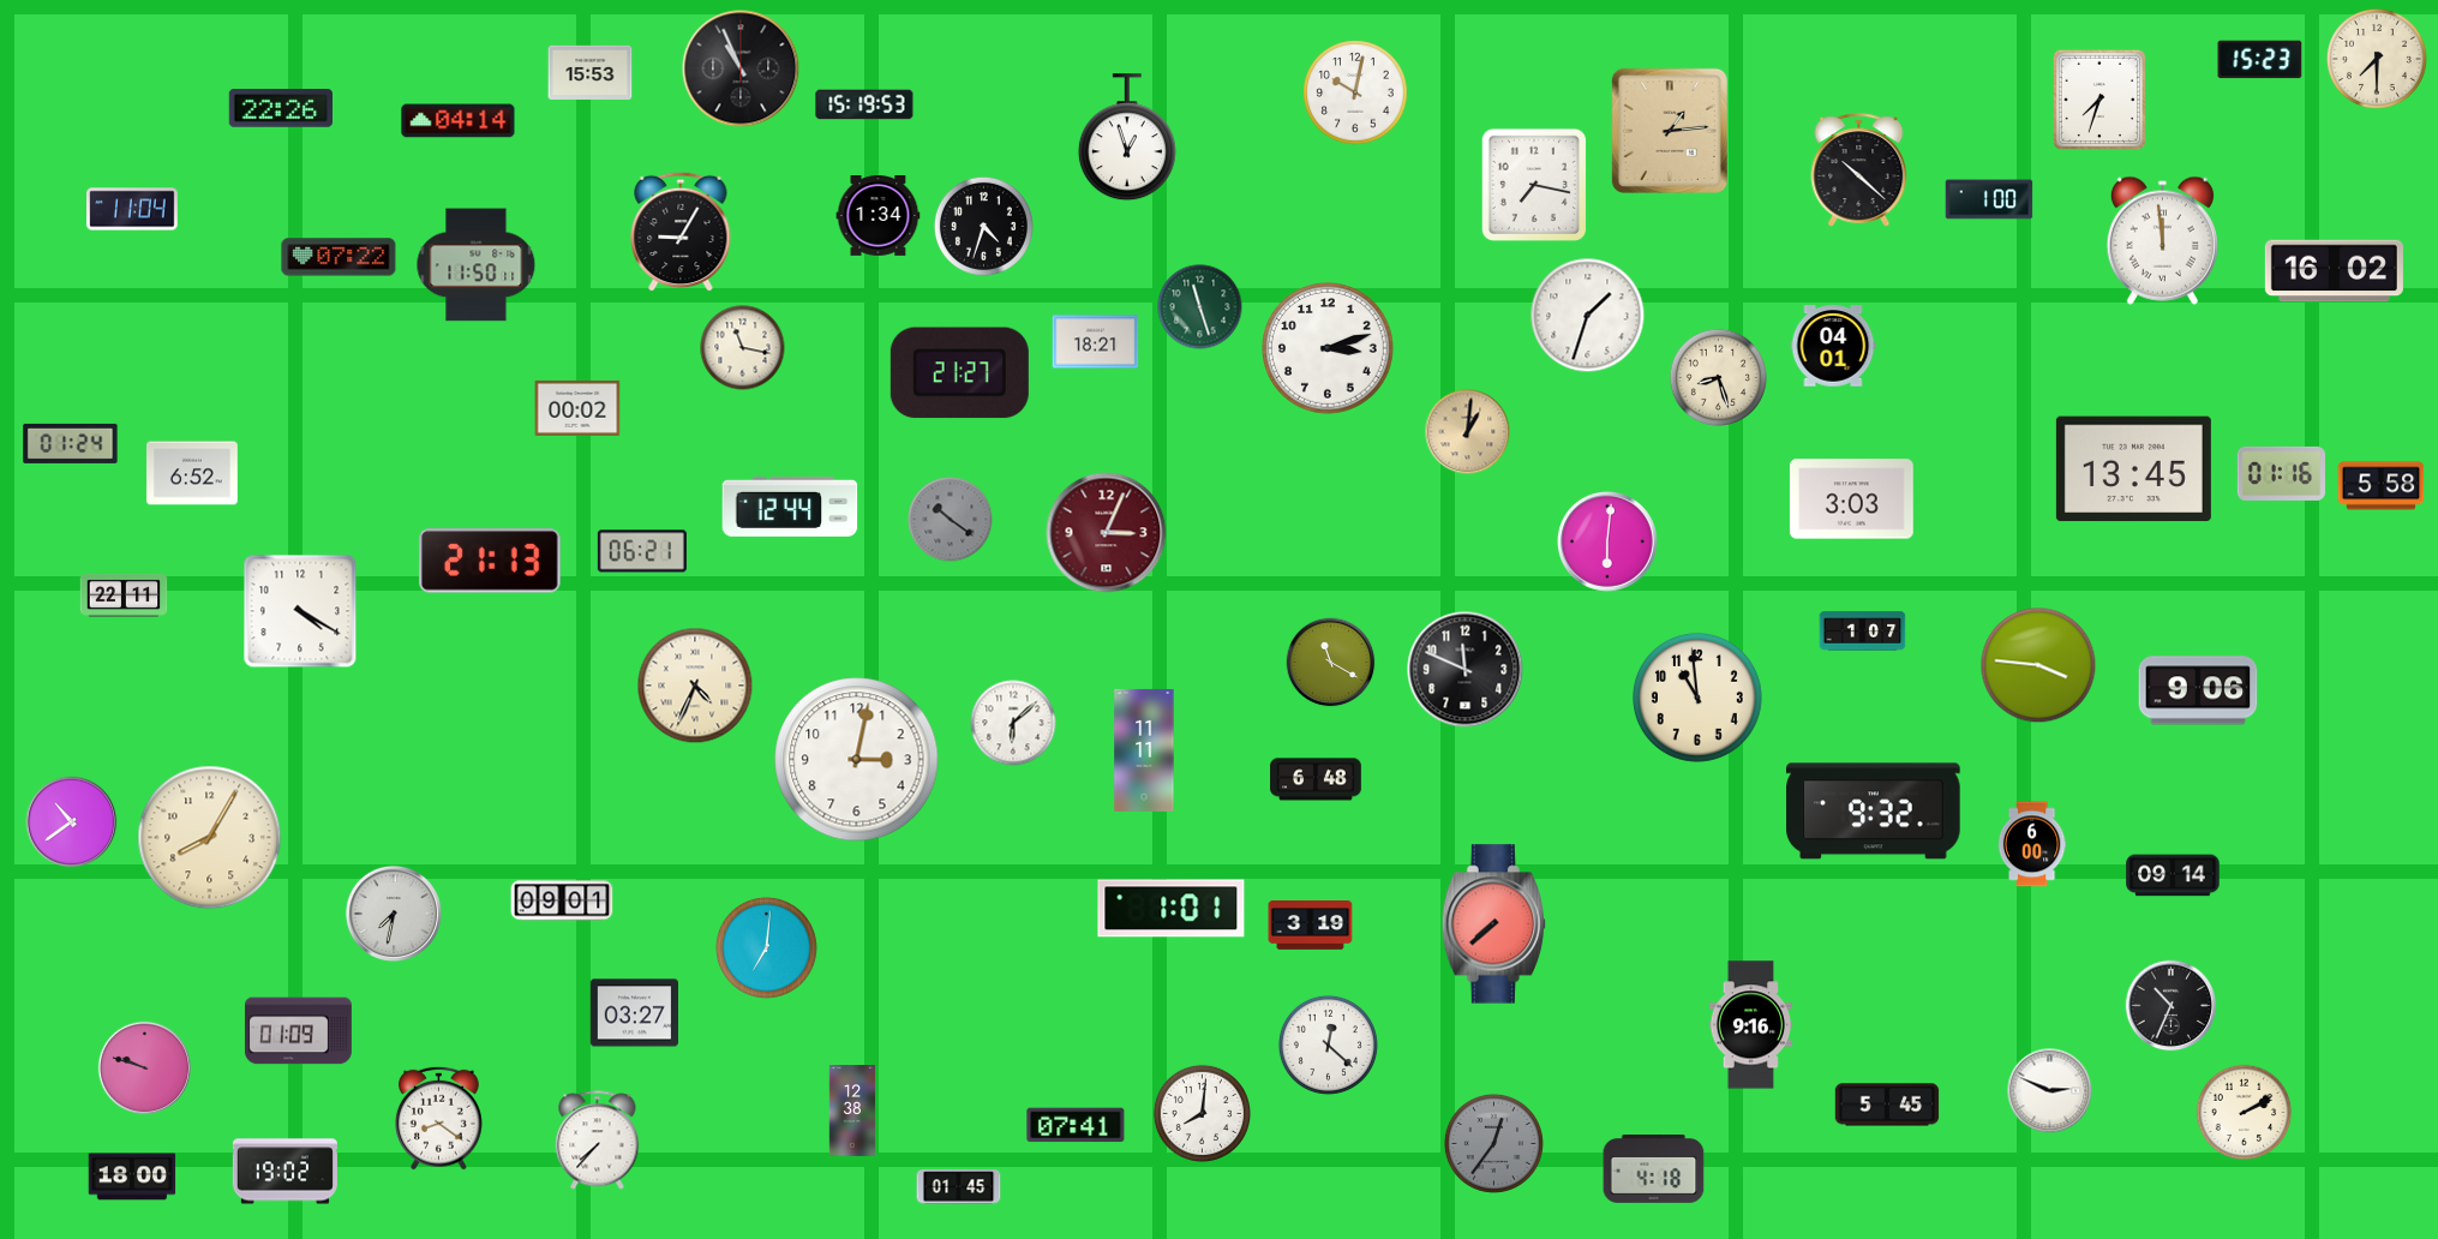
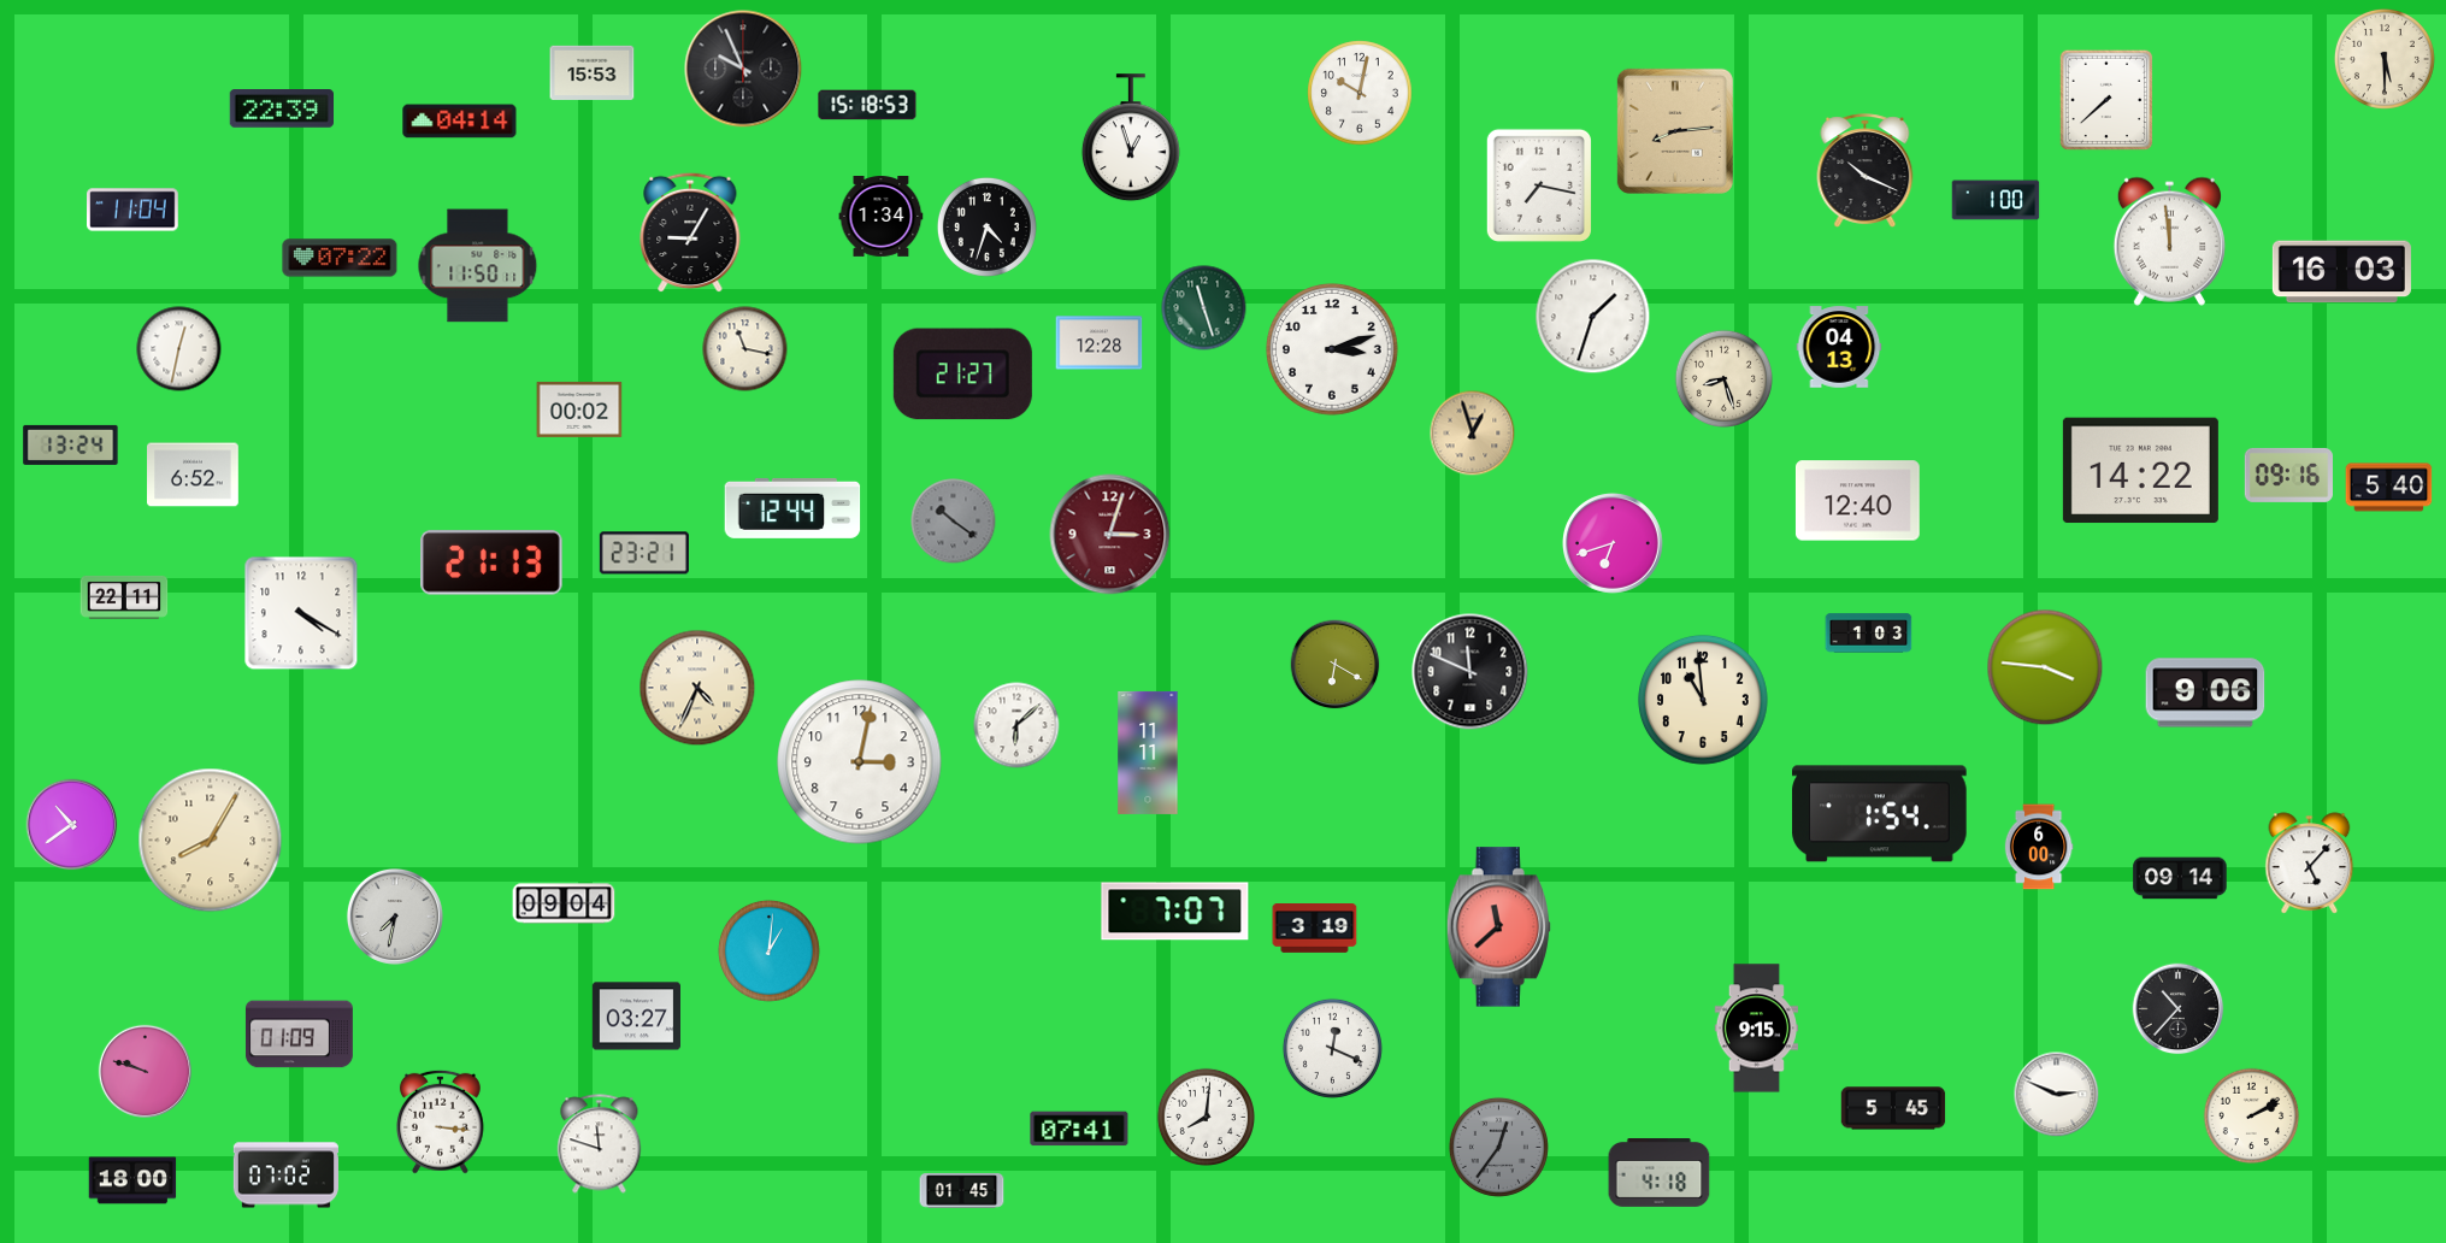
clock at (2377, 59): 7:30 -> 5:30
clock at (2260, 60): 15:23 -> none
clock at (741, 68): 10:56 -> 9:56
clock at (2099, 100): 7:33 -> 7:38
clock at (864, 104): 15:19 -> 15:18
clock at (280, 109): 22:26 -> 22:39
clock at (1670, 131): 1:14 -> 8:14
clock at (1859, 170): 10:22 -> 10:19
clock at (681, 232) position: (681, 232) -> (690, 232)
clock at (2334, 271): 16:02 -> 16:03
clock at (1096, 342): 18:21 -> 12:28
clock at (1833, 346): 04:01 -> 04:13
clock at (179, 349): none -> 12:32
clock at (1468, 432): 1:01 -> 12:57
clock at (71, 443): 01:24 -> 13:24
clock at (2133, 469): 13:45 -> 14:22
clock at (2281, 473): 01:16 -> 09:16
clock at (2382, 486): 5:58 -> 5:40
clock at (1851, 499): 3:03 -> 12:40
clock at (1107, 533): 3:04 -> 3:03
clock at (1609, 543): 6:01 -> 6:42
clock at (642, 551): 06:21 -> 23:21
clock at (1863, 632): 1:07 -> 1:03
clock at (1331, 663): 11:20 -> 6:20
clock at (1316, 779): 6:48 -> none
clock at (1874, 812): 9:32 -> 1:54
clock at (2310, 864): none -> 5:07
clock at (562, 900): 09:01 -> 09:04
clock at (1172, 909): 1:01 -> 7:07
clock at (1493, 924): 7:38 -> 11:38
clock at (766, 947): 7:01 -> 1:01
clock at (2172, 1006): 10:34 -> 10:37
clock at (1750, 1025): 9:16 -> 9:15
clock at (1328, 1045): 12:22 -> 12:19
clock at (852, 1111): 12:38 -> none
clock at (438, 1118): 8:21 -> 3:16
clock at (598, 1141): 7:37 -> 11:48
clock at (284, 1172): 19:02 -> 07:02
